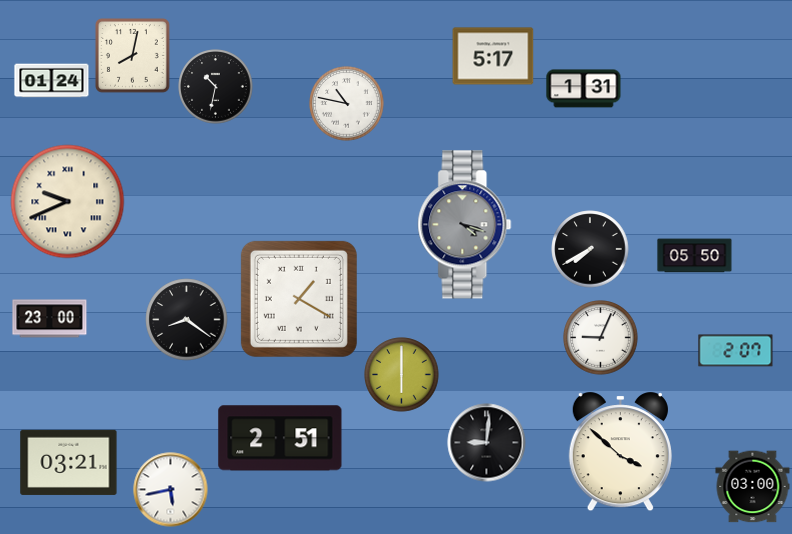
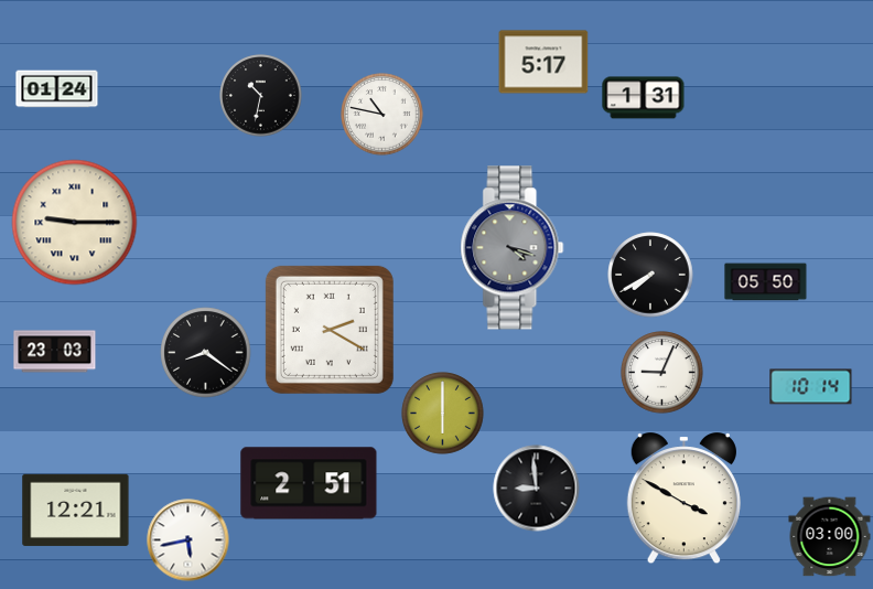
clock at (132, 55): 8:02 -> none
clock at (216, 87) position: (216, 87) -> (261, 96)
clock at (68, 202): 9:41 -> 9:15
clock at (299, 299): 1:20 -> 2:20
clock at (50, 319): 23:00 -> 23:03
clock at (736, 351): 2:07 -> 10:14
clock at (487, 443): 9:01 -> 8:59
clock at (620, 452): 3:52 -> 3:50
clock at (69, 462): 03:21 -> 12:21
